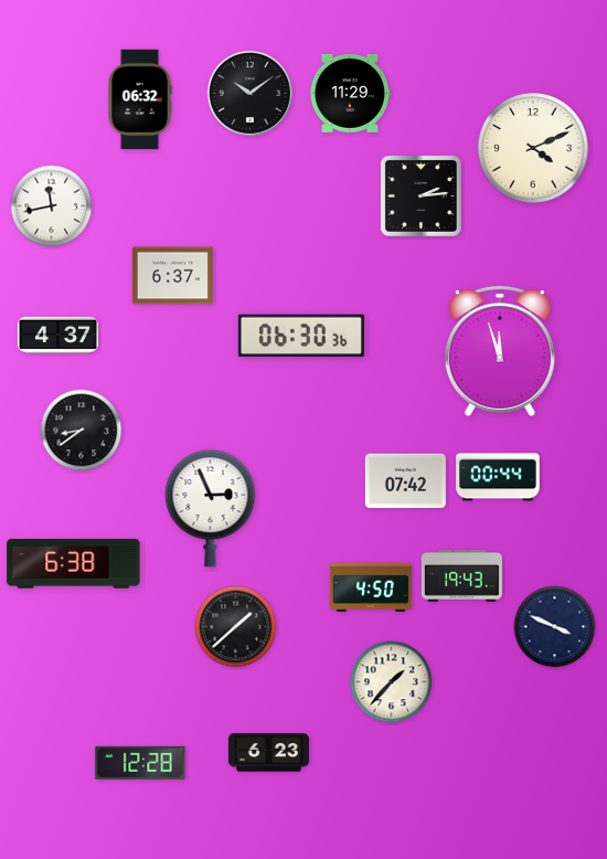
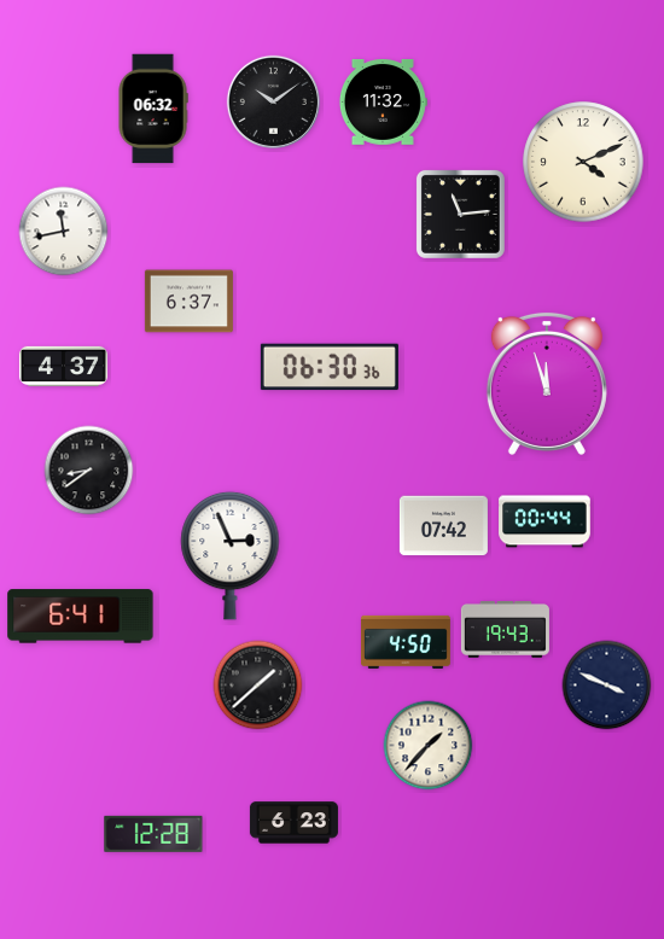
clock at (350, 94): 11:29 -> 11:32
clock at (420, 195): 2:14 -> 11:14
clock at (52, 206) position: (52, 206) -> (64, 232)
clock at (74, 564): 6:38 -> 6:41
